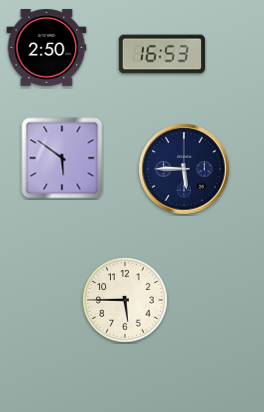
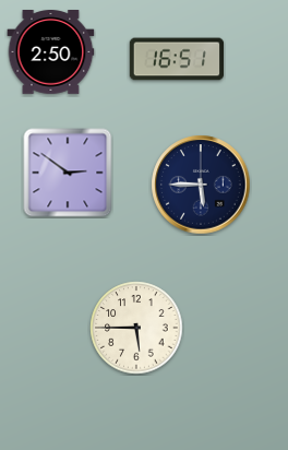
clock at (162, 54): 16:53 -> 16:51
clock at (62, 158): 5:51 -> 2:51
